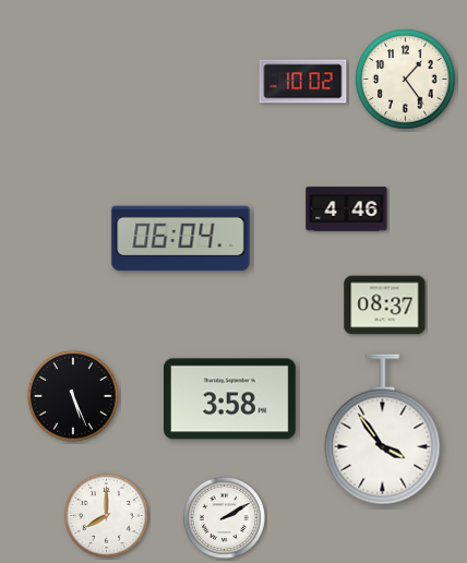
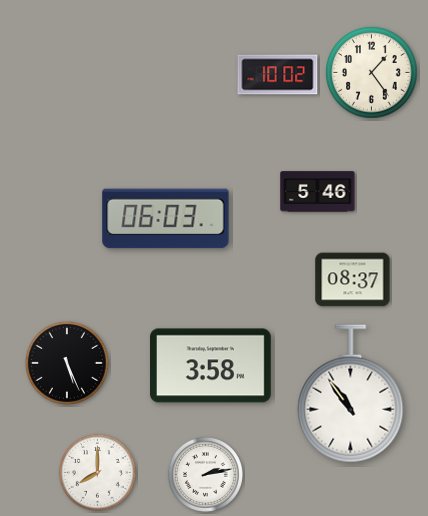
clock at (347, 209): 4:46 -> 5:46
clock at (181, 239): 06:04 -> 06:03
clock at (383, 430): 3:54 -> 10:54
clock at (224, 517): 2:10 -> 2:13
